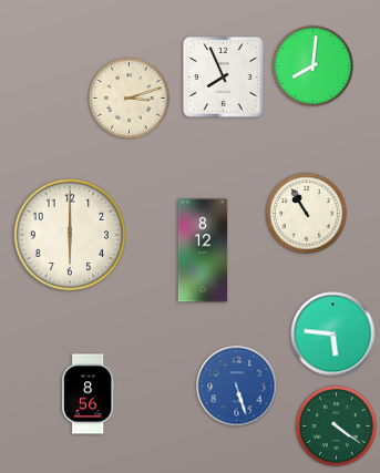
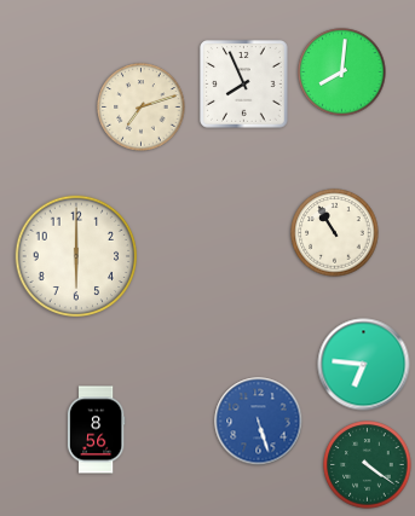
clock at (130, 99): 3:12 -> 7:12
clock at (203, 250): 8:12 -> none
clock at (333, 335): 5:46 -> 6:46
